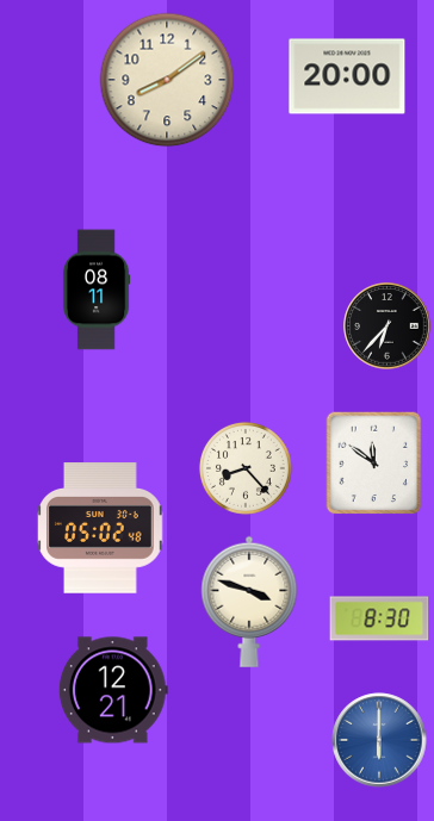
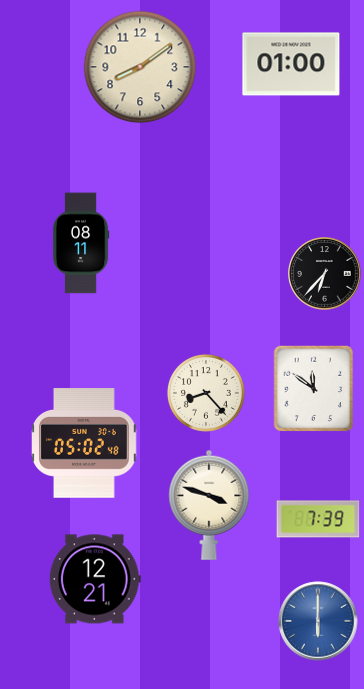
clock at (347, 76): 20:00 -> 01:00
clock at (379, 618): 8:30 -> 7:39
